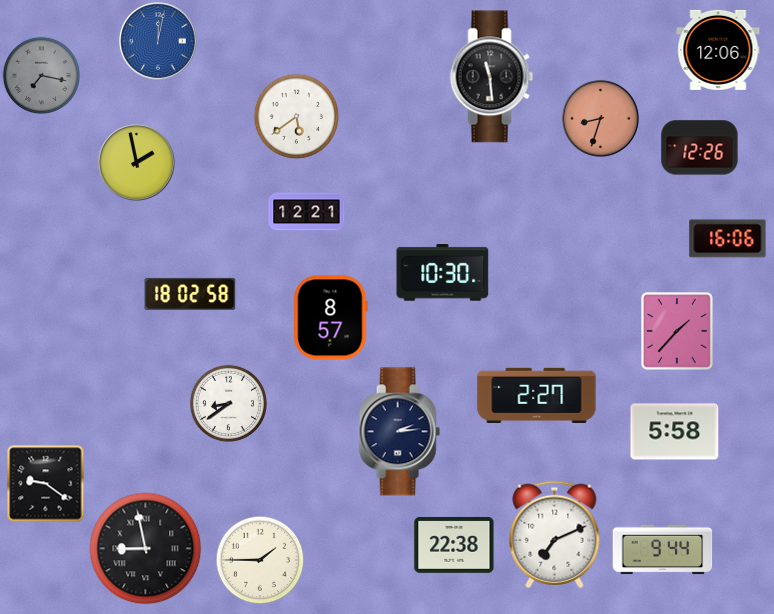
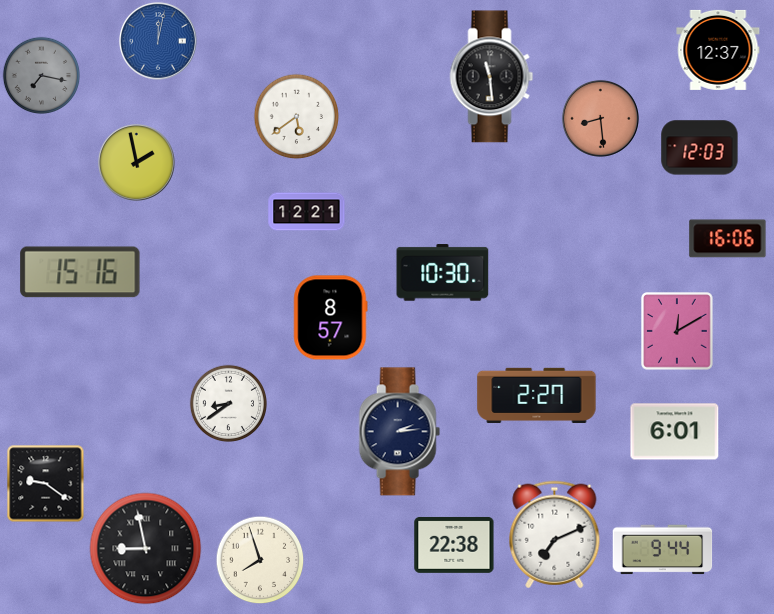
clock at (718, 50): 12:06 -> 12:37
clock at (600, 118): 8:33 -> 8:29
clock at (700, 148): 12:26 -> 12:03
clock at (80, 272): none -> 15:16
clock at (190, 294): 18:02 -> none
clock at (677, 331): 1:37 -> 12:10
clock at (675, 432): 5:58 -> 6:01
clock at (260, 560): 1:45 -> 7:57
